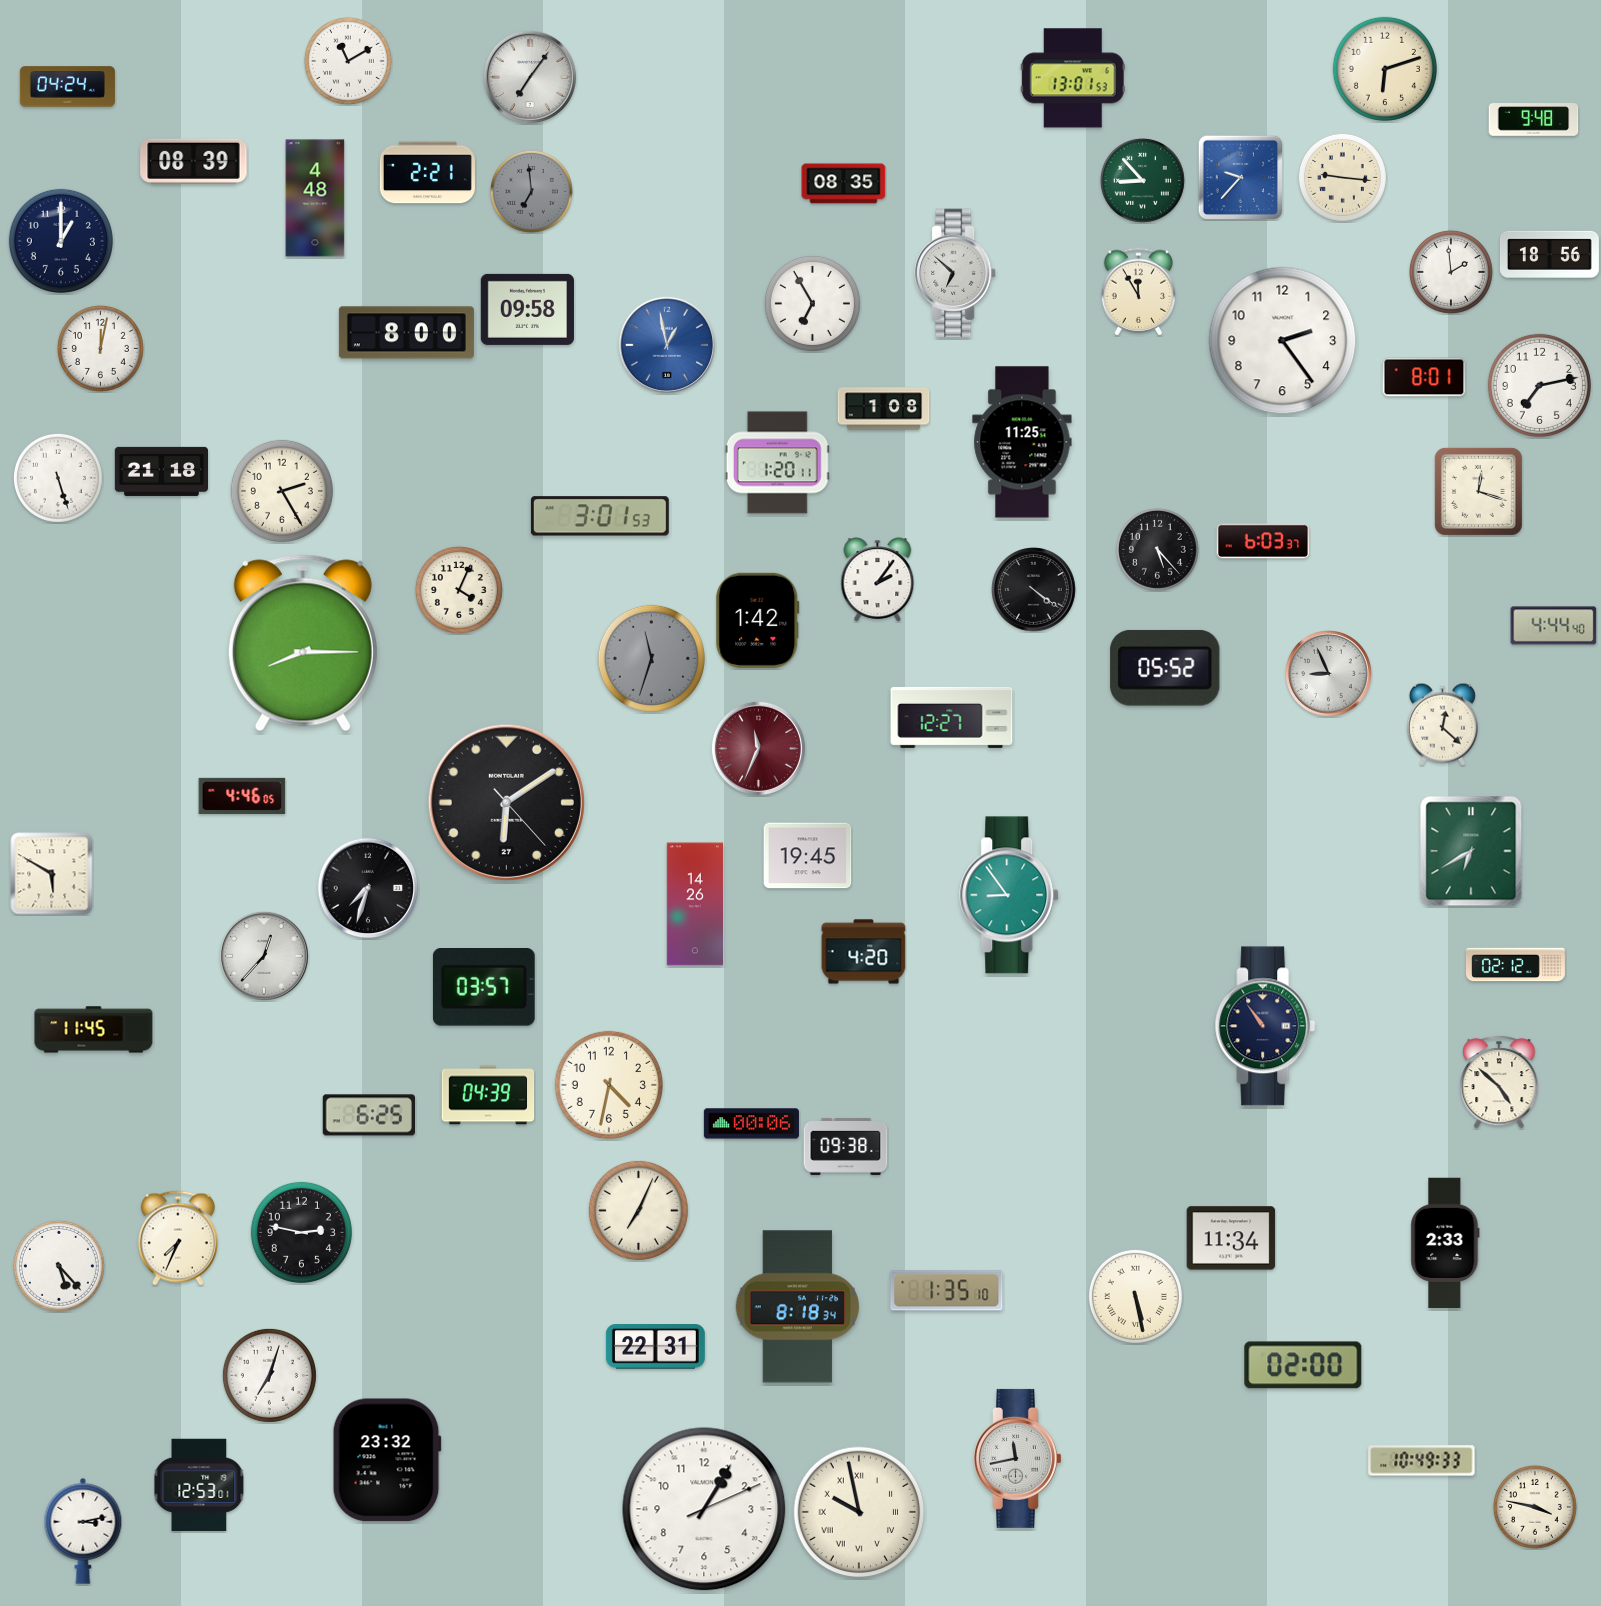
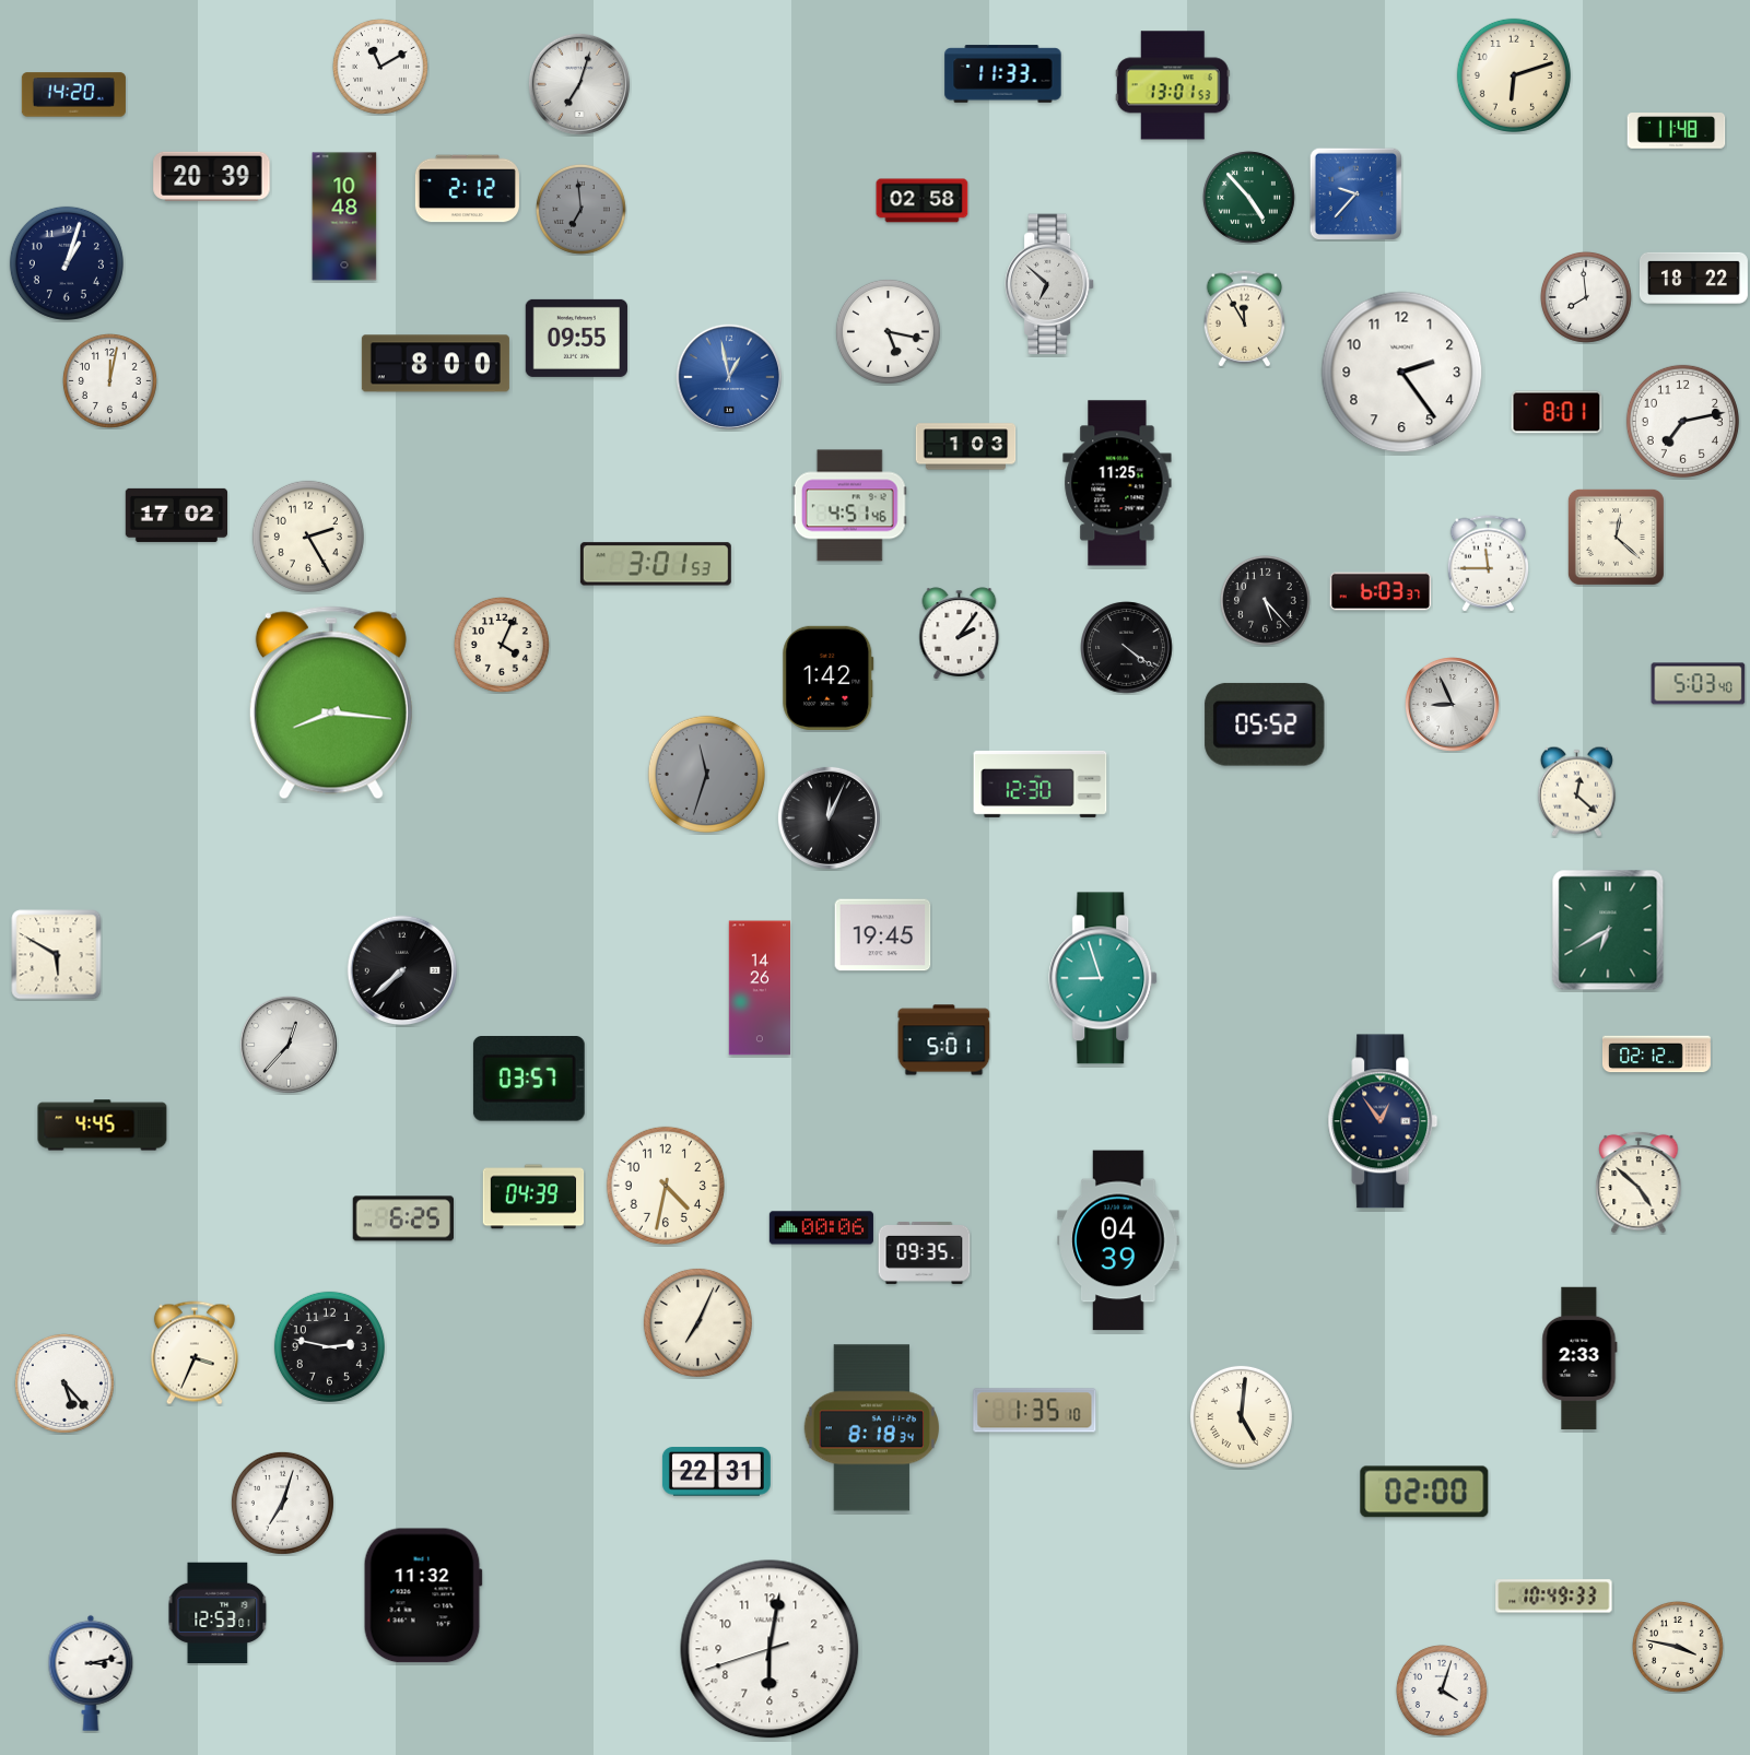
clock at (1003, 74): none -> 11:33
clock at (530, 77): 7:06 -> 7:03
clock at (67, 87): 04:24 -> 14:20
clock at (1534, 120): 9:48 -> 11:48
clock at (194, 161): 08:39 -> 20:39
clock at (427, 173): 2:21 -> 2:12
clock at (1342, 177): 9:16 -> none
clock at (1142, 180): 8:53 -> 4:53
clock at (844, 184): 08:35 -> 02:58
clock at (315, 198): 4:48 -> 10:48
clock at (61, 241): 1:00 -> 1:03
clock at (1549, 254): 18:56 -> 18:22
clock at (1451, 272): 1:59 -> 7:59
clock at (956, 273) position: (956, 273) -> (1050, 284)
clock at (812, 303): 6:55 -> 5:17
clock at (527, 309): 09:58 -> 09:55
clock at (406, 333) position: (406, 333) -> (435, 364)
clock at (884, 409): 1:08 -> 1:03
clock at (777, 463): 1:20 -> 4:51
clock at (161, 471): 21:18 -> 17:02
clock at (58, 478): 5:27 -> none
clock at (1478, 491): 12:18 -> 12:22
clock at (1489, 564): none -> 11:45
clock at (1034, 590) position: (1034, 590) -> (1127, 648)
clock at (1554, 626): 4:44 -> 5:03
clock at (303, 643): 8:15 -> 8:16
clock at (651, 658) position: (651, 658) -> (706, 774)
clock at (1165, 668) position: (1165, 668) -> (1265, 725)
clock at (1329, 674) position: (1329, 674) -> (1453, 705)
clock at (952, 717): 12:27 -> 12:30
clock at (758, 748): 11:34 -> 12:04
clock at (758, 748) dial: burgundy -> black
clock at (242, 796): 4:46 -> none
clock at (506, 802): 6:09 -> none
clock at (368, 888): 7:33 -> 7:38
clock at (1010, 895): 8:54 -> 8:57
clock at (864, 952): 4:20 -> 5:01
clock at (1265, 1026): 10:54 -> 12:54
clock at (94, 1030): 11:45 -> 4:45
clock at (1118, 1240): none -> 04:39
clock at (846, 1146): 09:38 -> 09:35
clock at (178, 1238): 7:34 -> 3:34
clock at (1231, 1238): 11:34 -> none
clock at (1135, 1296): 5:28 -> 5:01
clock at (269, 1375) position: (269, 1375) -> (282, 1503)
clock at (1018, 1458): 11:43 -> none
clock at (387, 1460): 23:32 -> 11:32
clock at (199, 1484) position: (199, 1484) -> (218, 1612)
clock at (704, 1509): 1:05 -> 6:01
clock at (859, 1512): 9:58 -> none
clock at (1442, 1691): none -> 4:03
